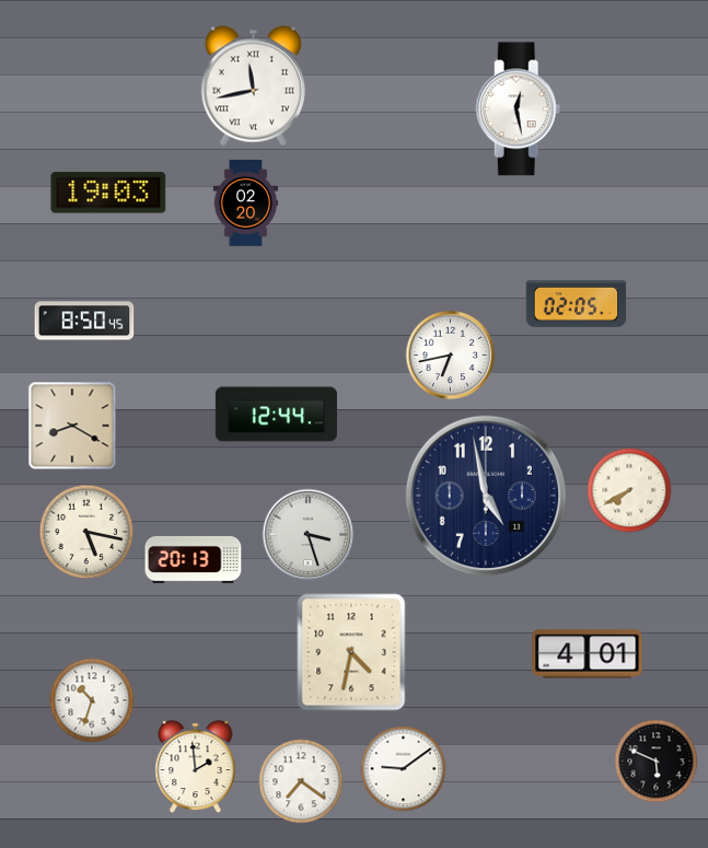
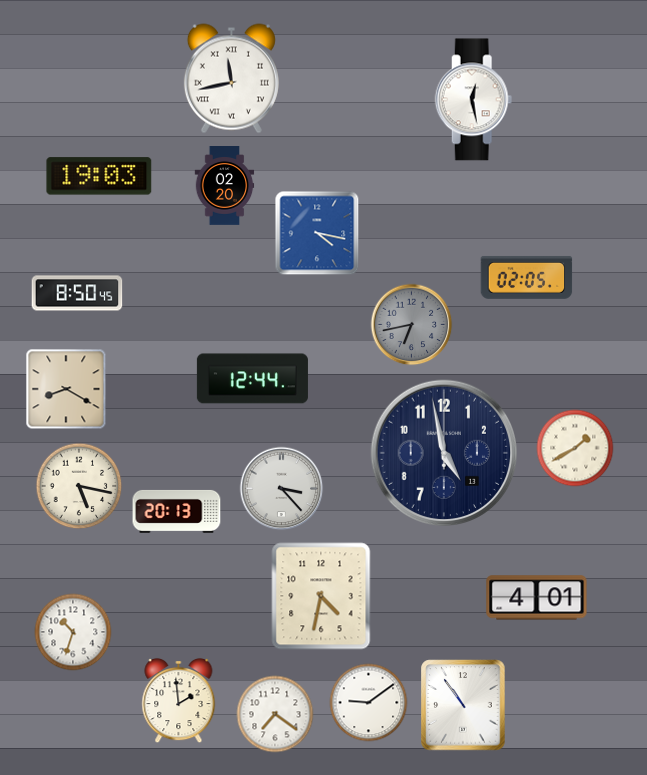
clock at (317, 233): none -> 4:17
clock at (451, 356) dial: white -> grey
clock at (629, 490): 7:40 -> 1:40
clock at (309, 535): 3:27 -> 3:23
clock at (92, 700) position: (92, 700) -> (73, 632)
clock at (657, 762): 5:49 -> none
clock at (463, 705): none -> 10:54
